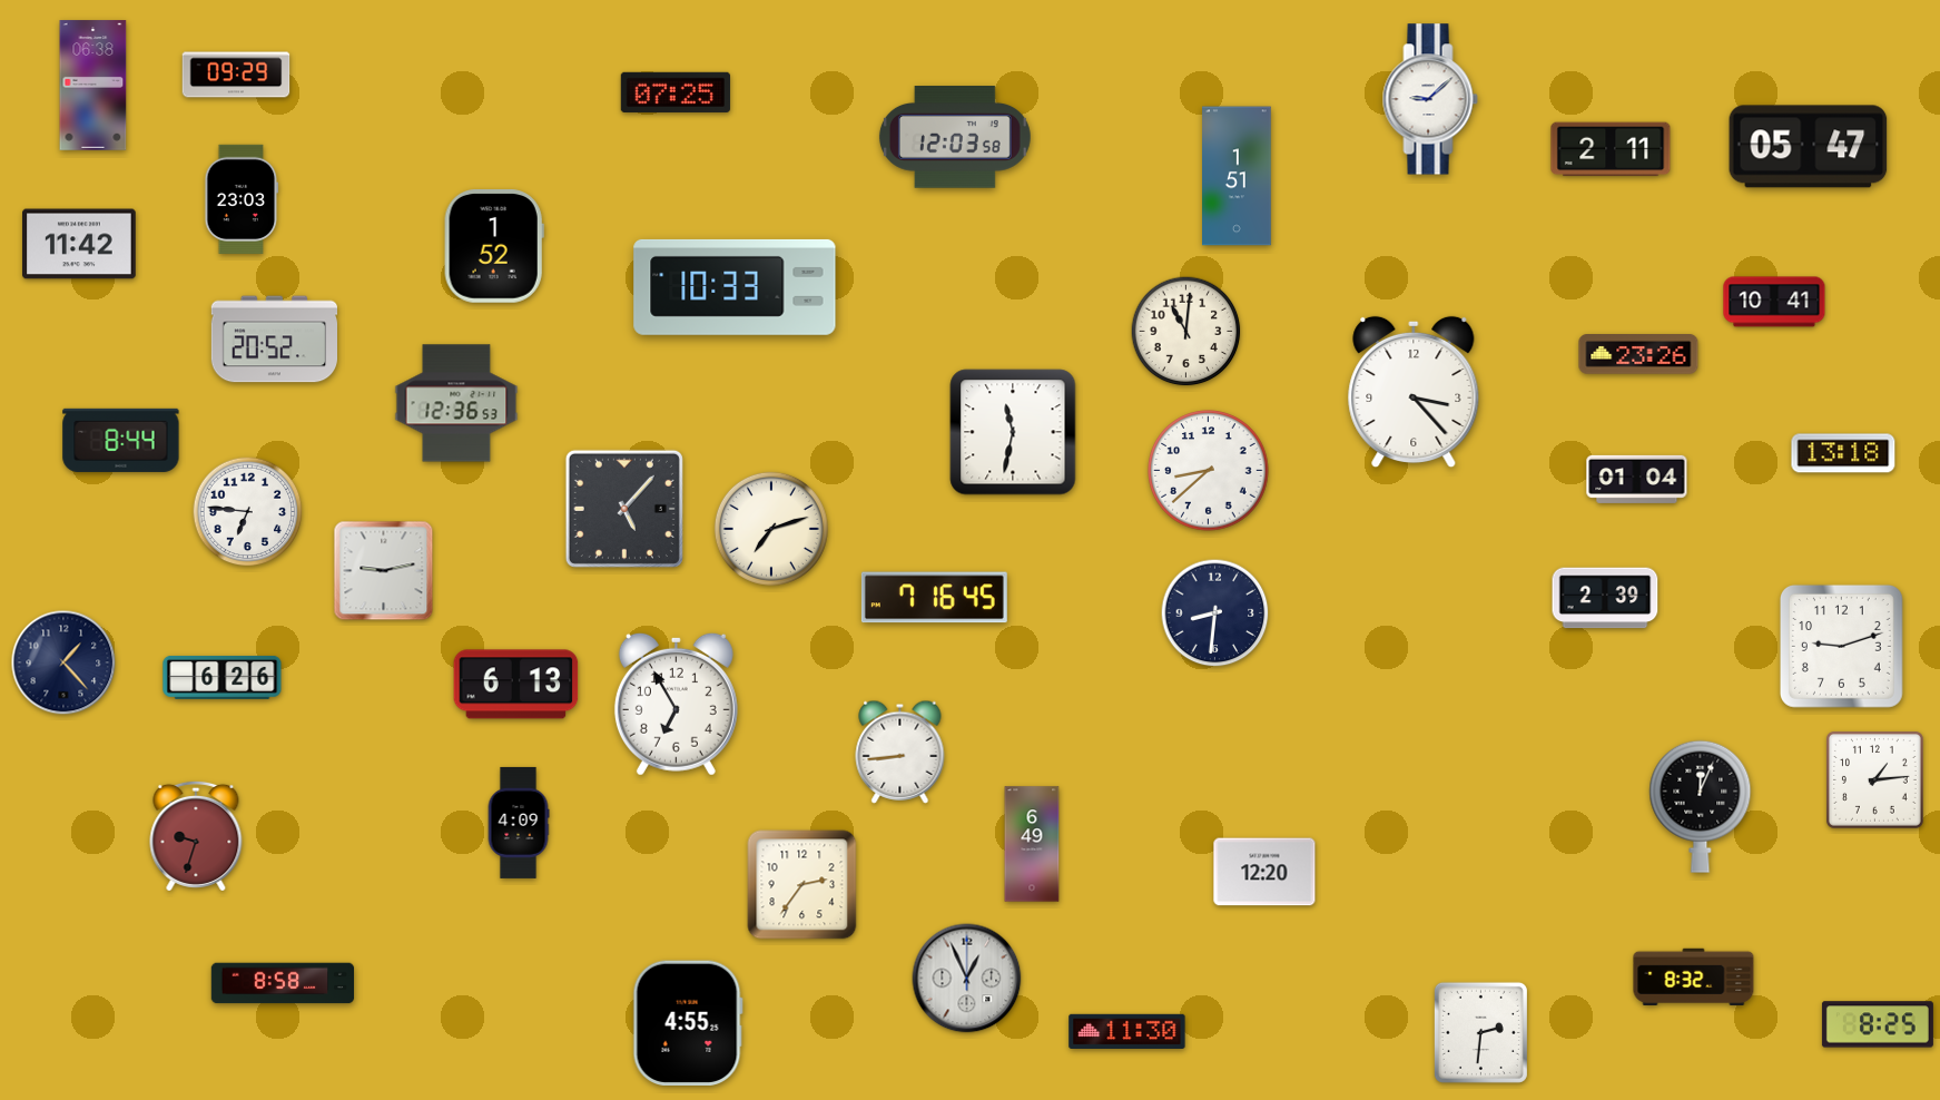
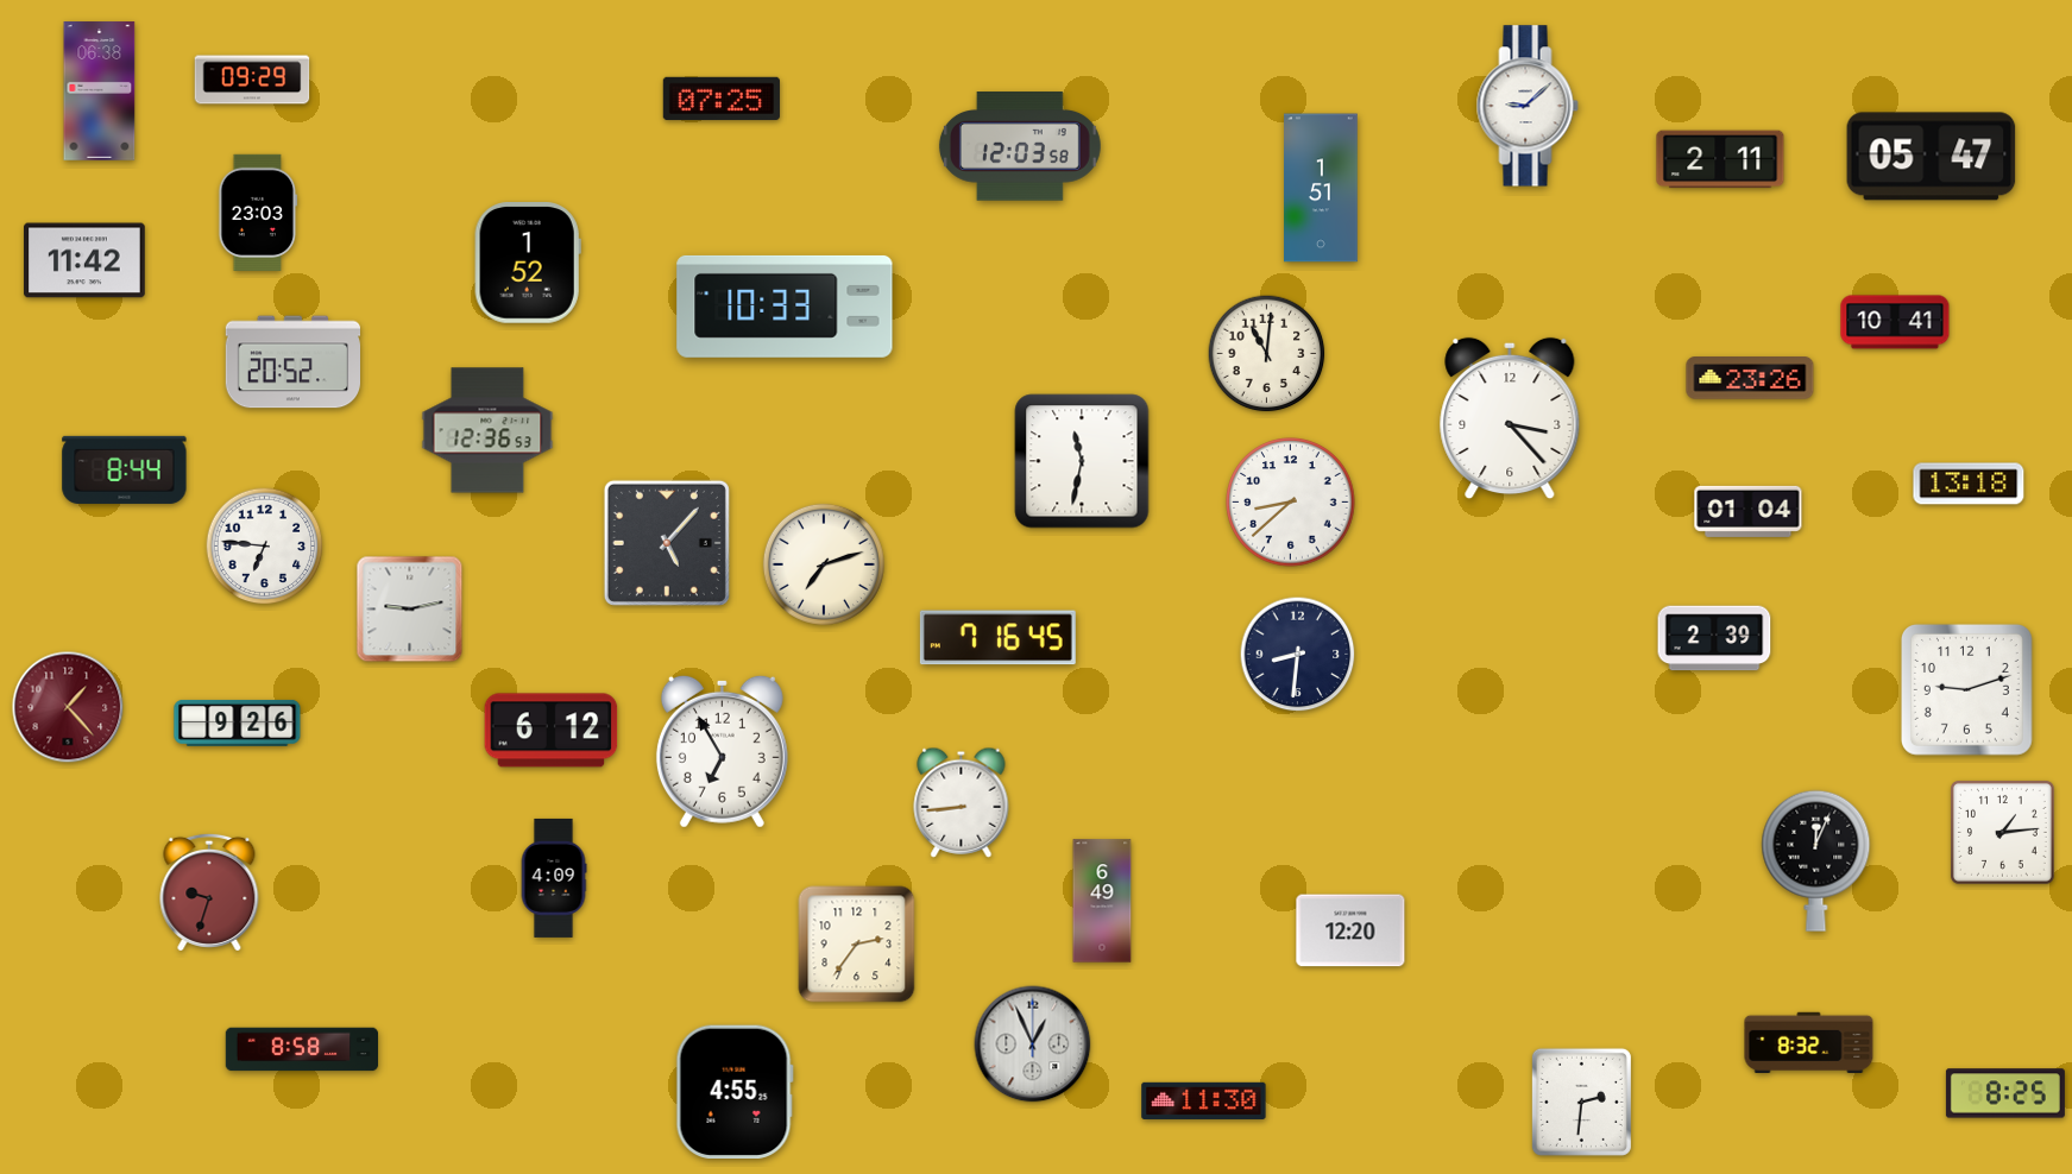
clock at (121, 440) position: (121, 440) -> (125, 469)
clock at (63, 662) dial: navy -> burgundy
clock at (223, 677): 6:26 -> 9:26
clock at (516, 685): 6:13 -> 6:12
